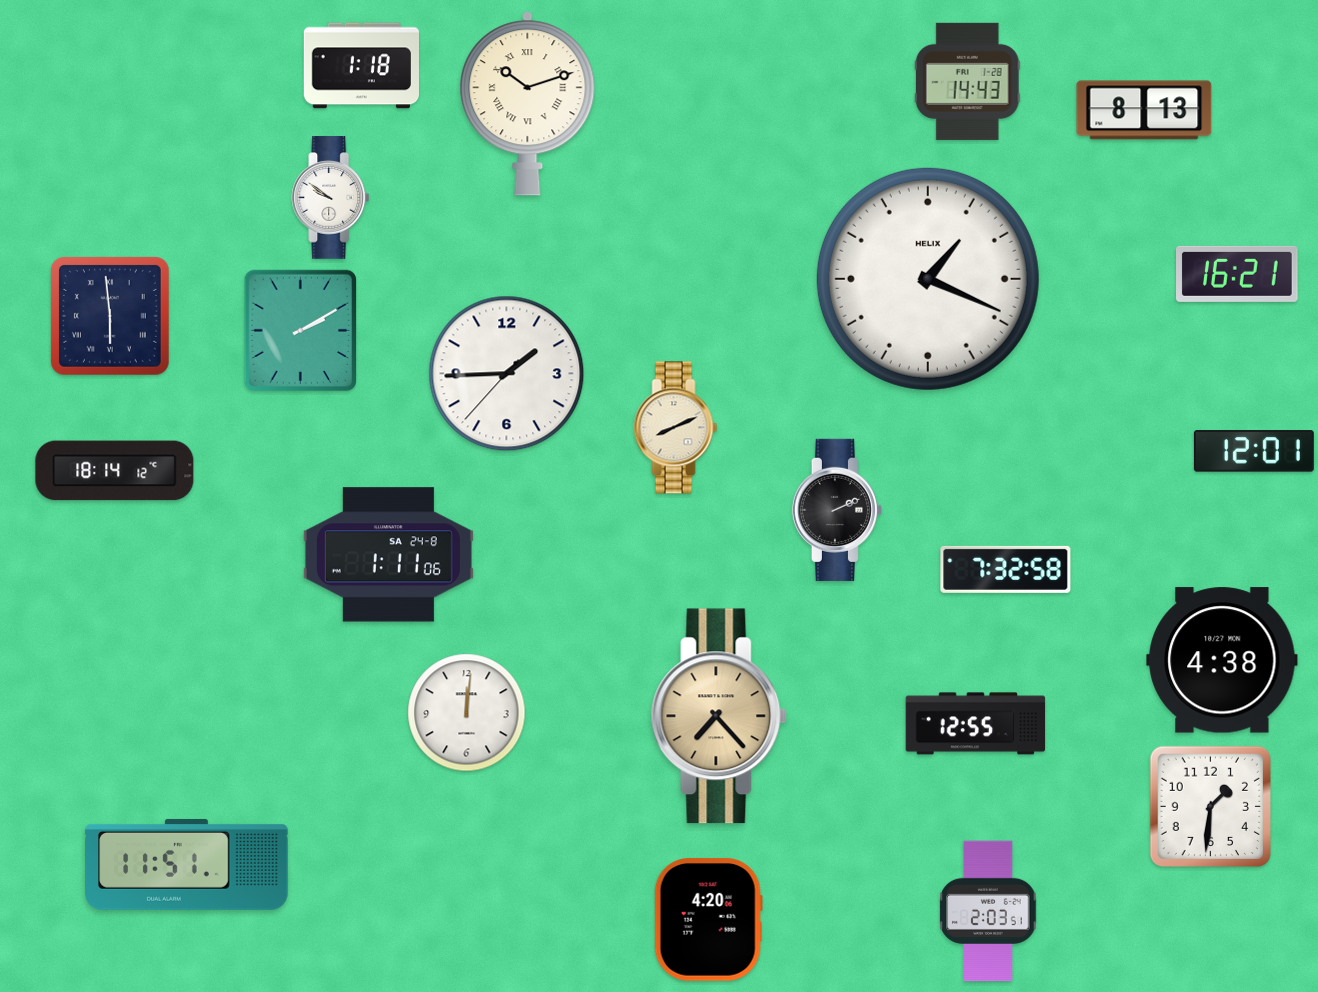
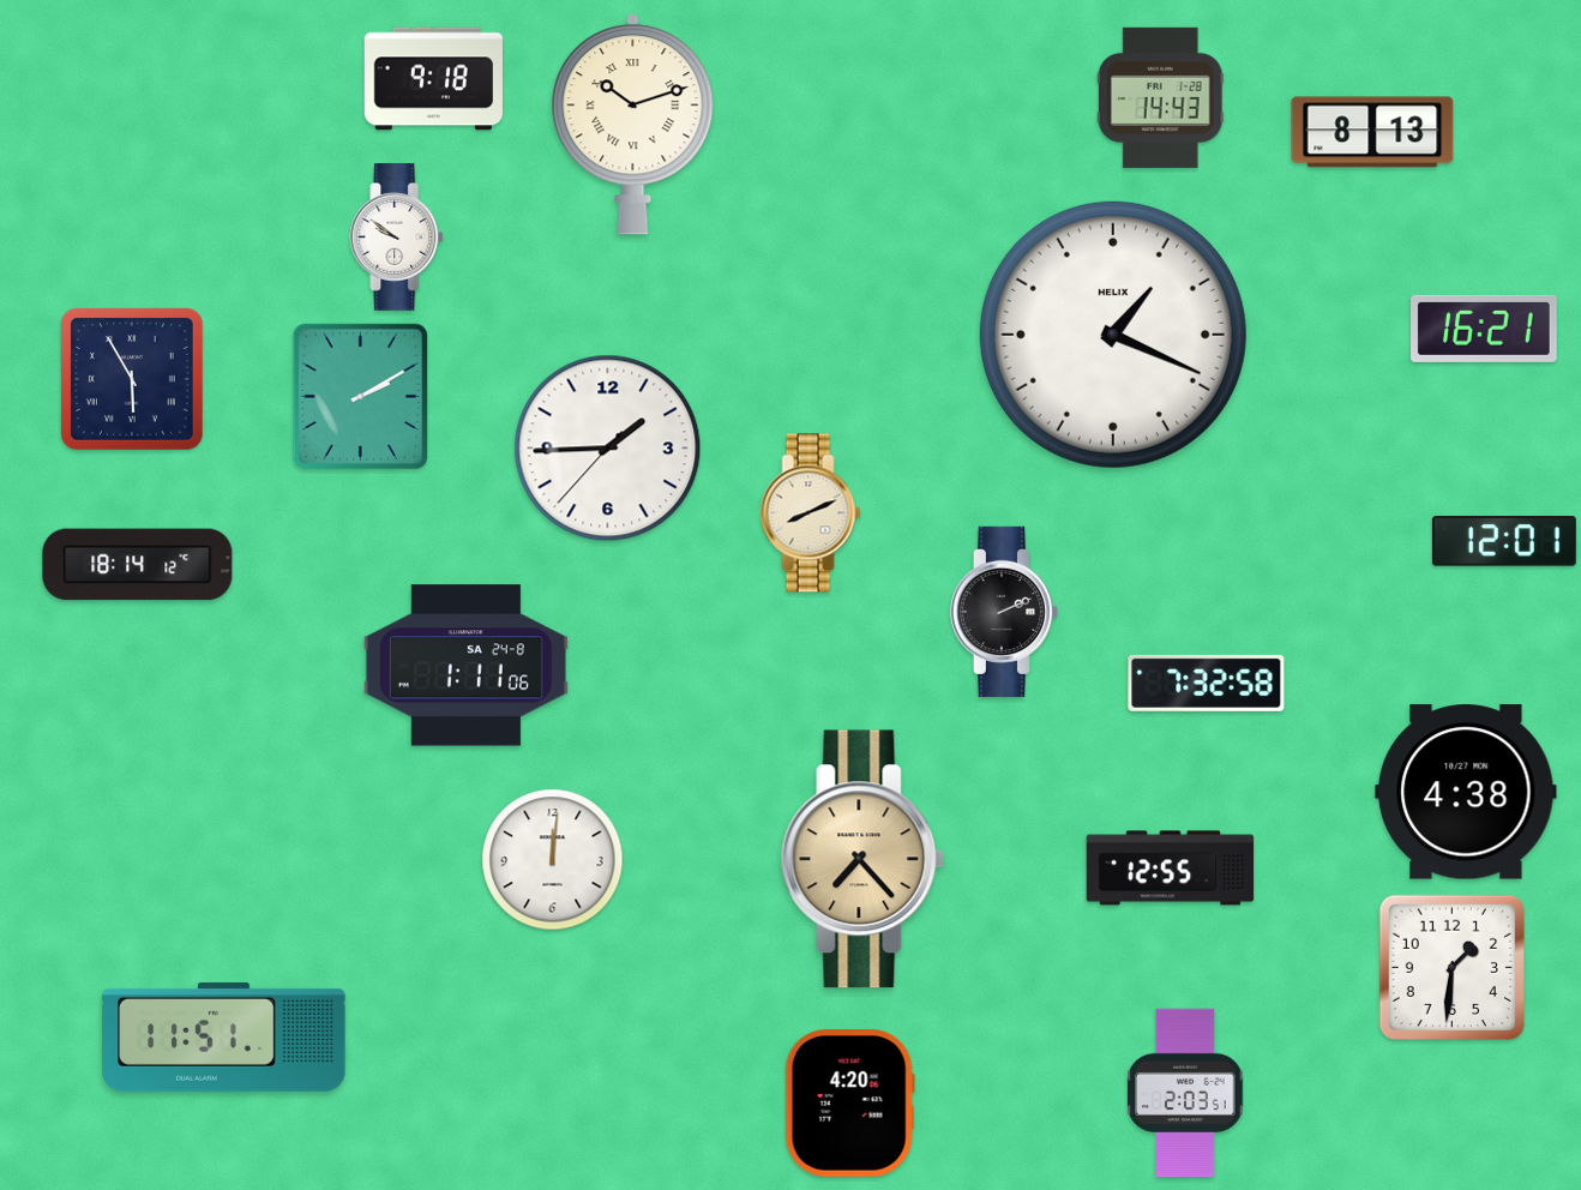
clock at (361, 66): 1:18 -> 9:18
clock at (110, 316): 5:59 -> 5:55
clock at (467, 713) position: (467, 713) -> (553, 860)
